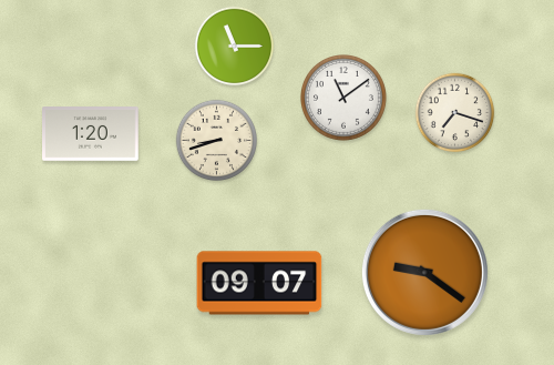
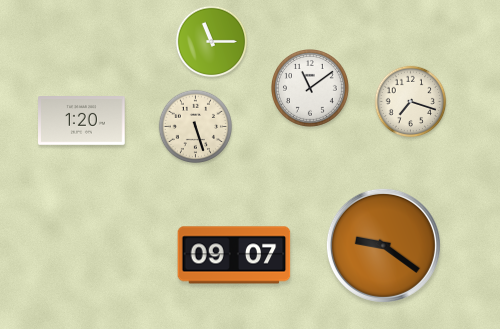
clock at (216, 140): 8:42 -> 5:27
